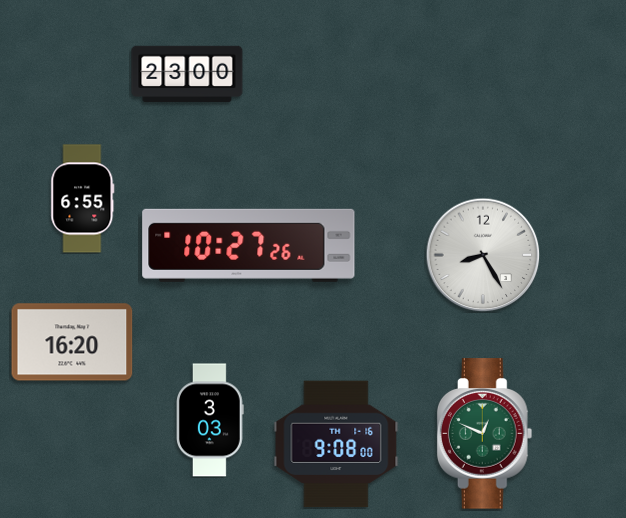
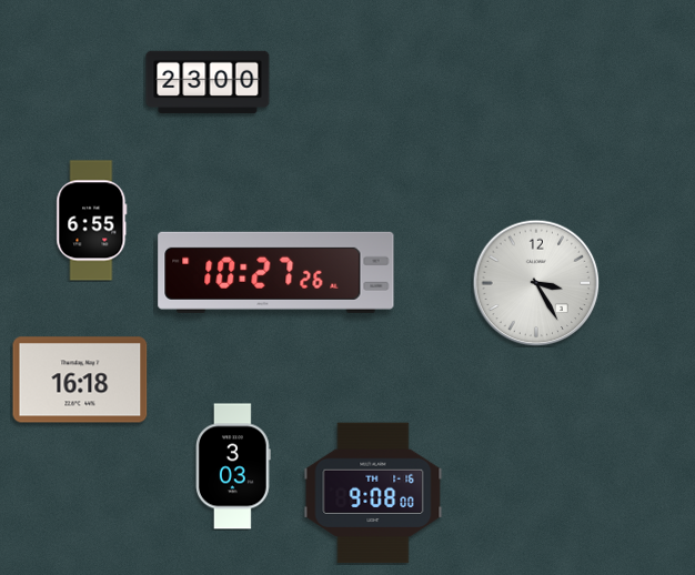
clock at (483, 255): 8:25 -> 3:25
clock at (72, 342): 16:20 -> 16:18
clock at (485, 434): 12:49 -> none
